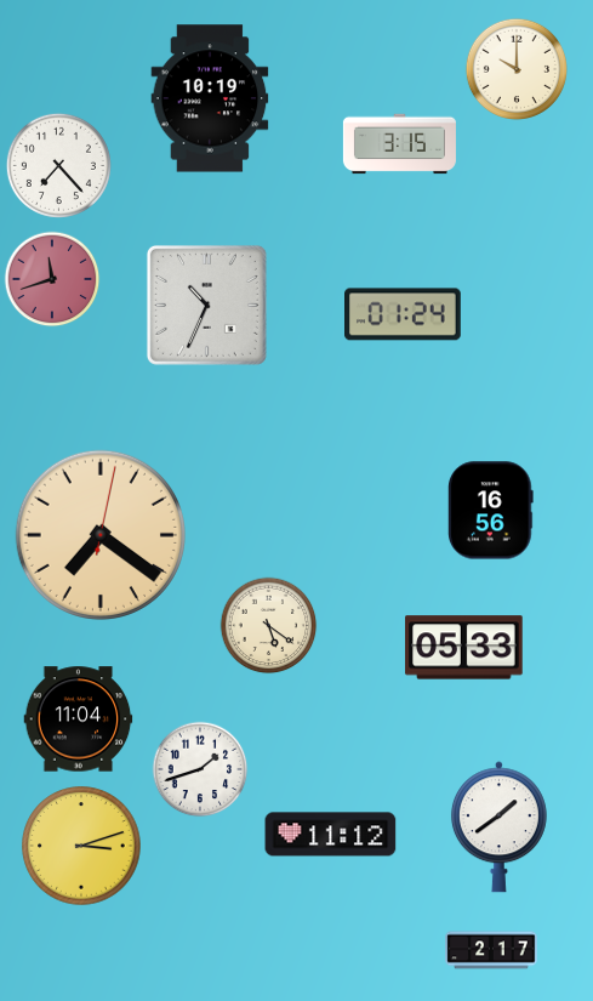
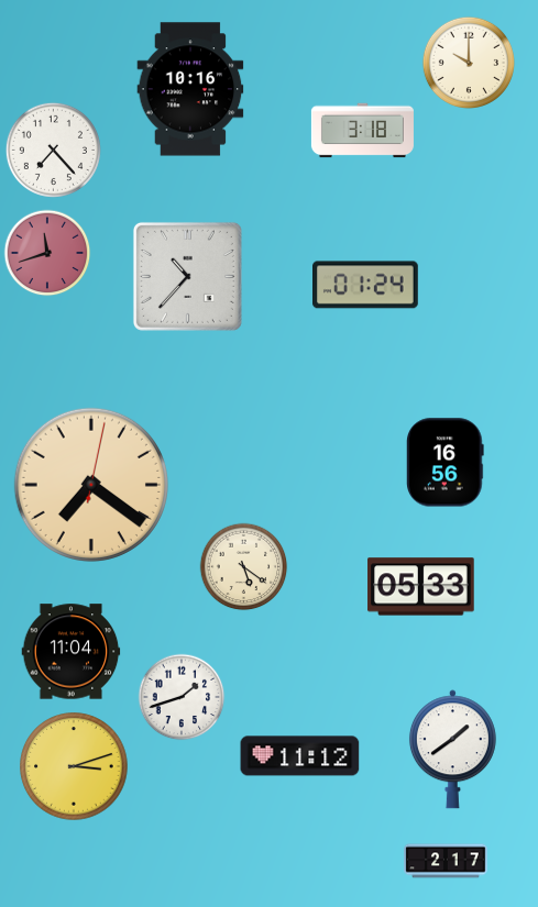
clock at (210, 98): 10:19 -> 10:16
clock at (399, 144): 3:15 -> 3:18
clock at (206, 305): 10:34 -> 10:37
